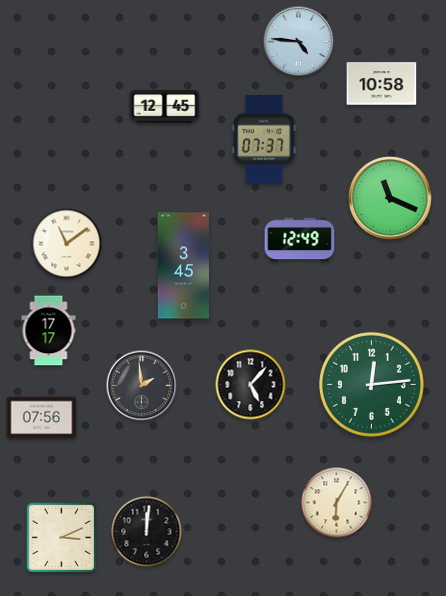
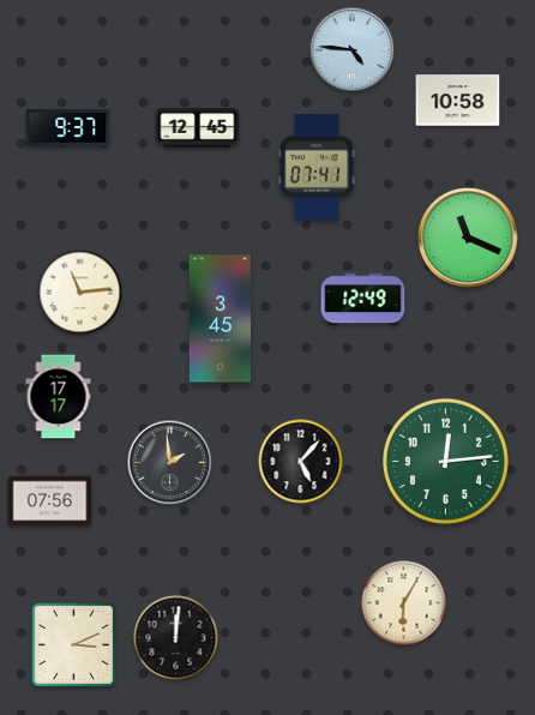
clock at (299, 42) position: (299, 42) -> (353, 50)
clock at (68, 128): none -> 9:37
clock at (264, 139): 07:37 -> 07:41
clock at (300, 240) position: (300, 240) -> (363, 300)
clock at (67, 244): 11:09 -> 11:14
